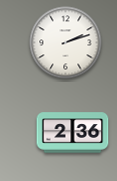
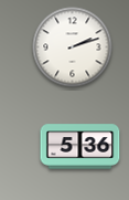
clock at (73, 133): 2:36 -> 5:36
